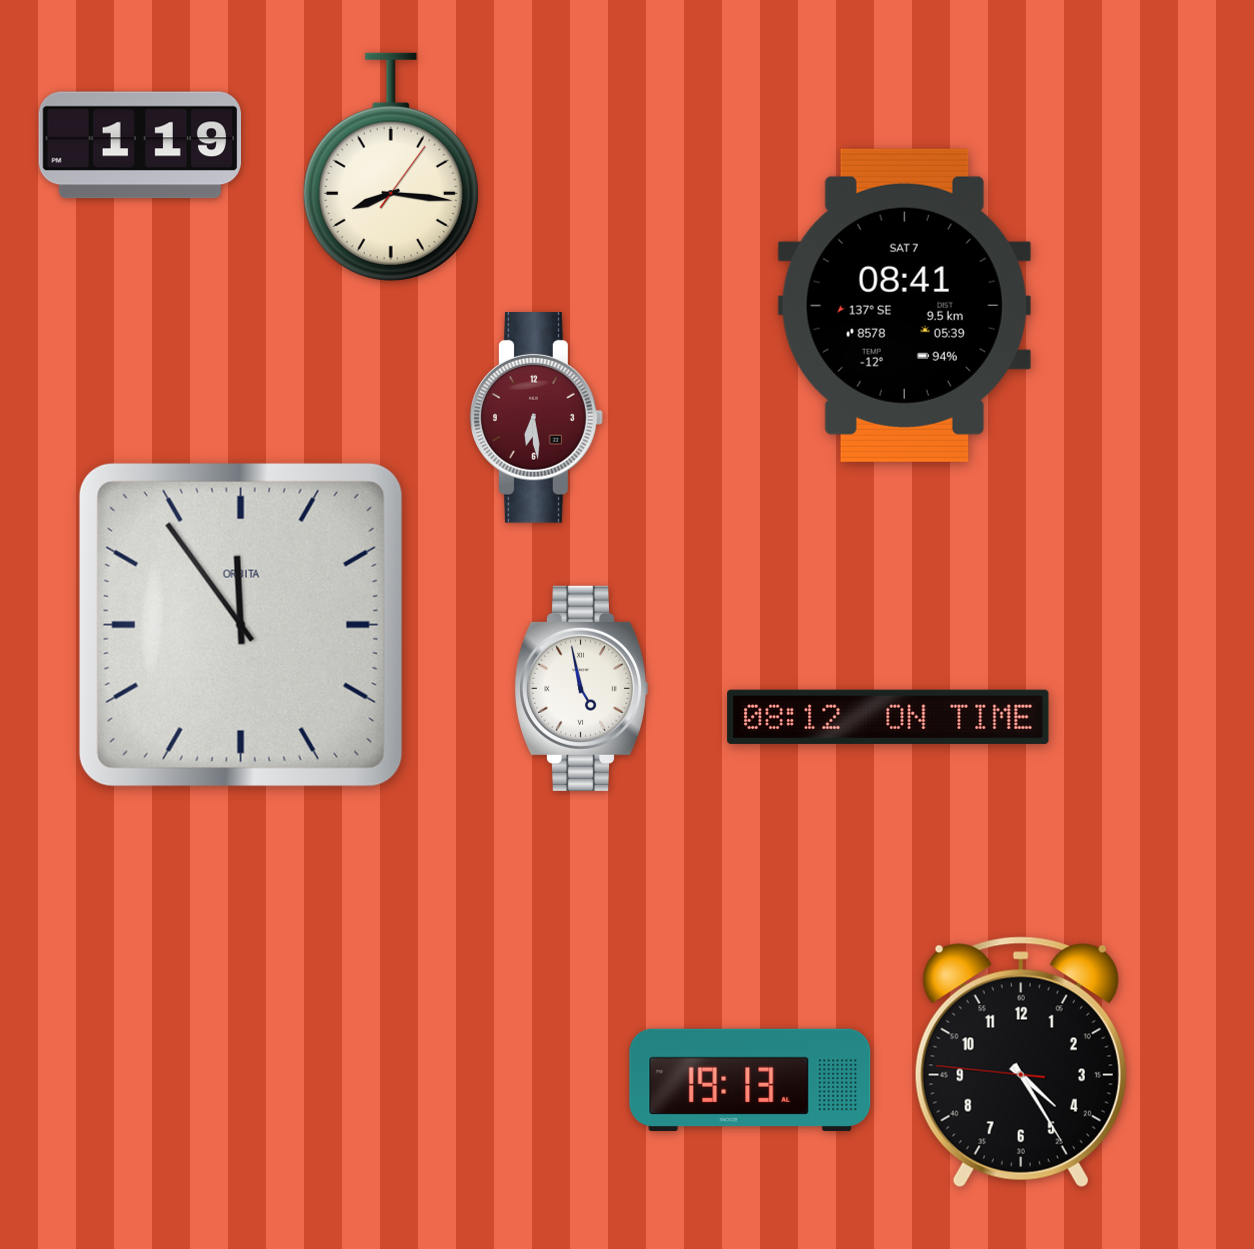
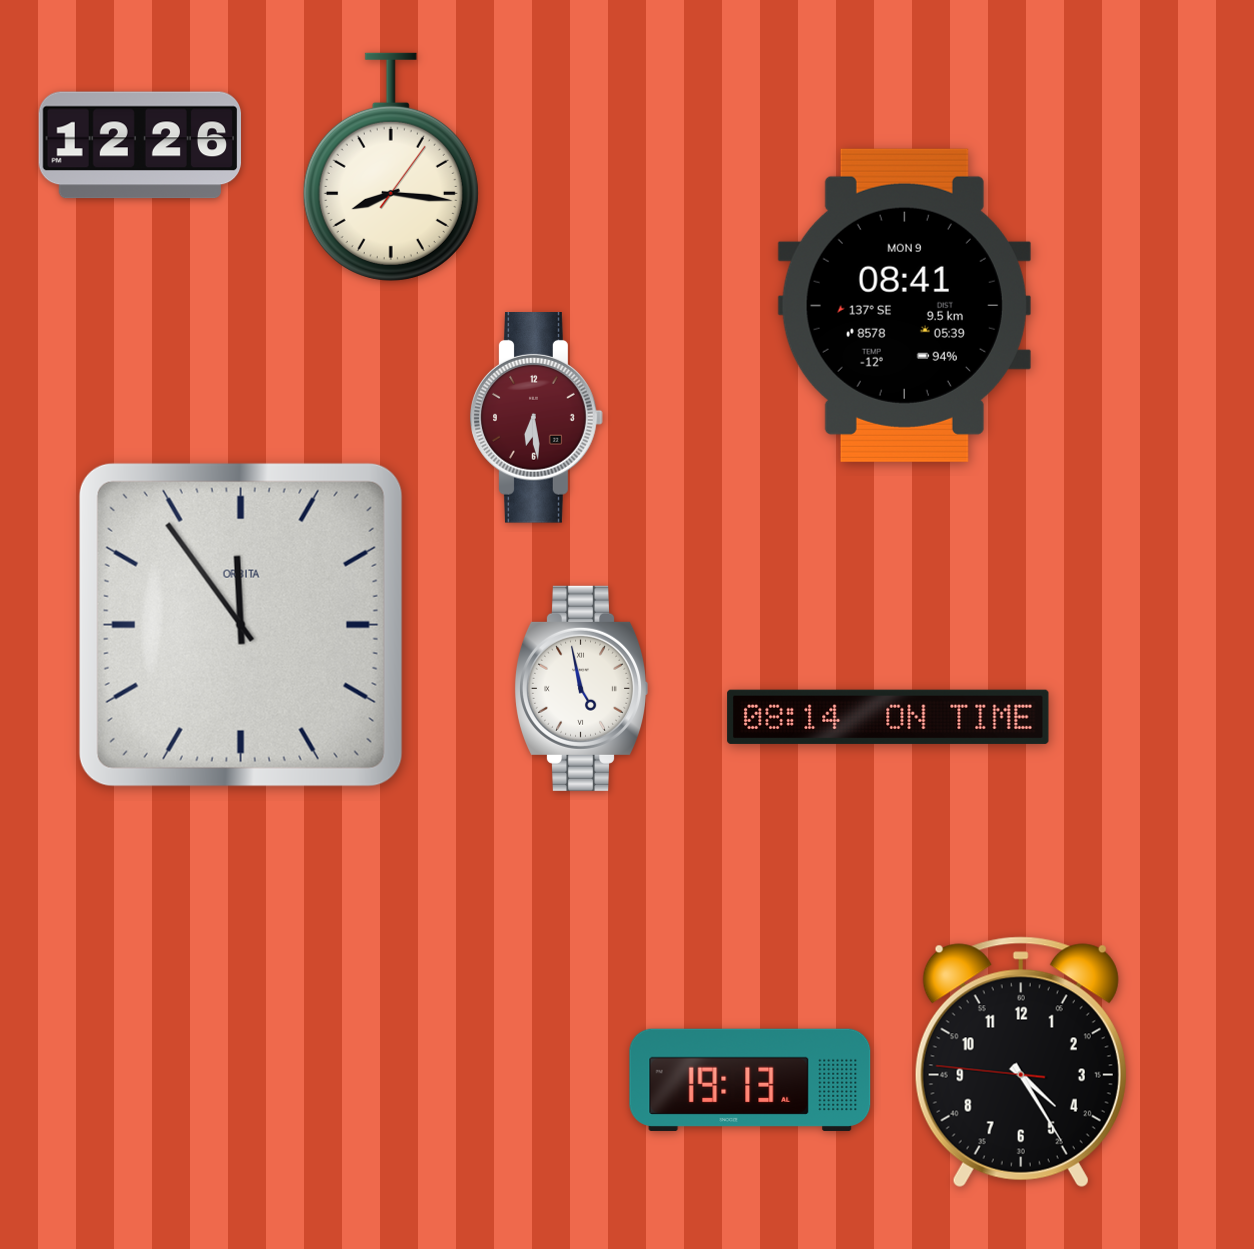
clock at (139, 145): 1:19 -> 12:26
clock at (904, 305) date: SAT 7 -> MON 9
clock at (888, 717): 08:12 -> 08:14
